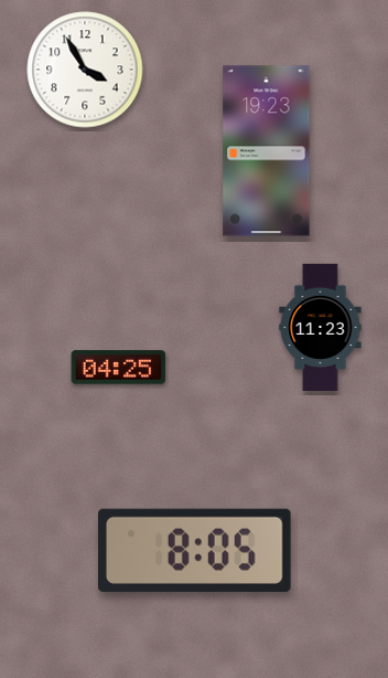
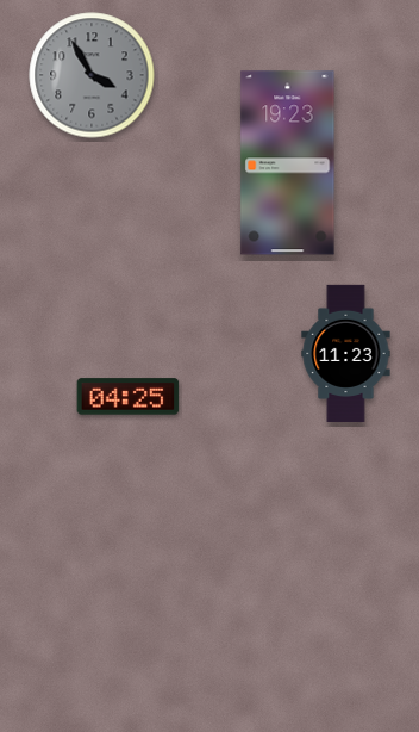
clock at (85, 70) dial: white -> grey
clock at (195, 550): 8:05 -> none
